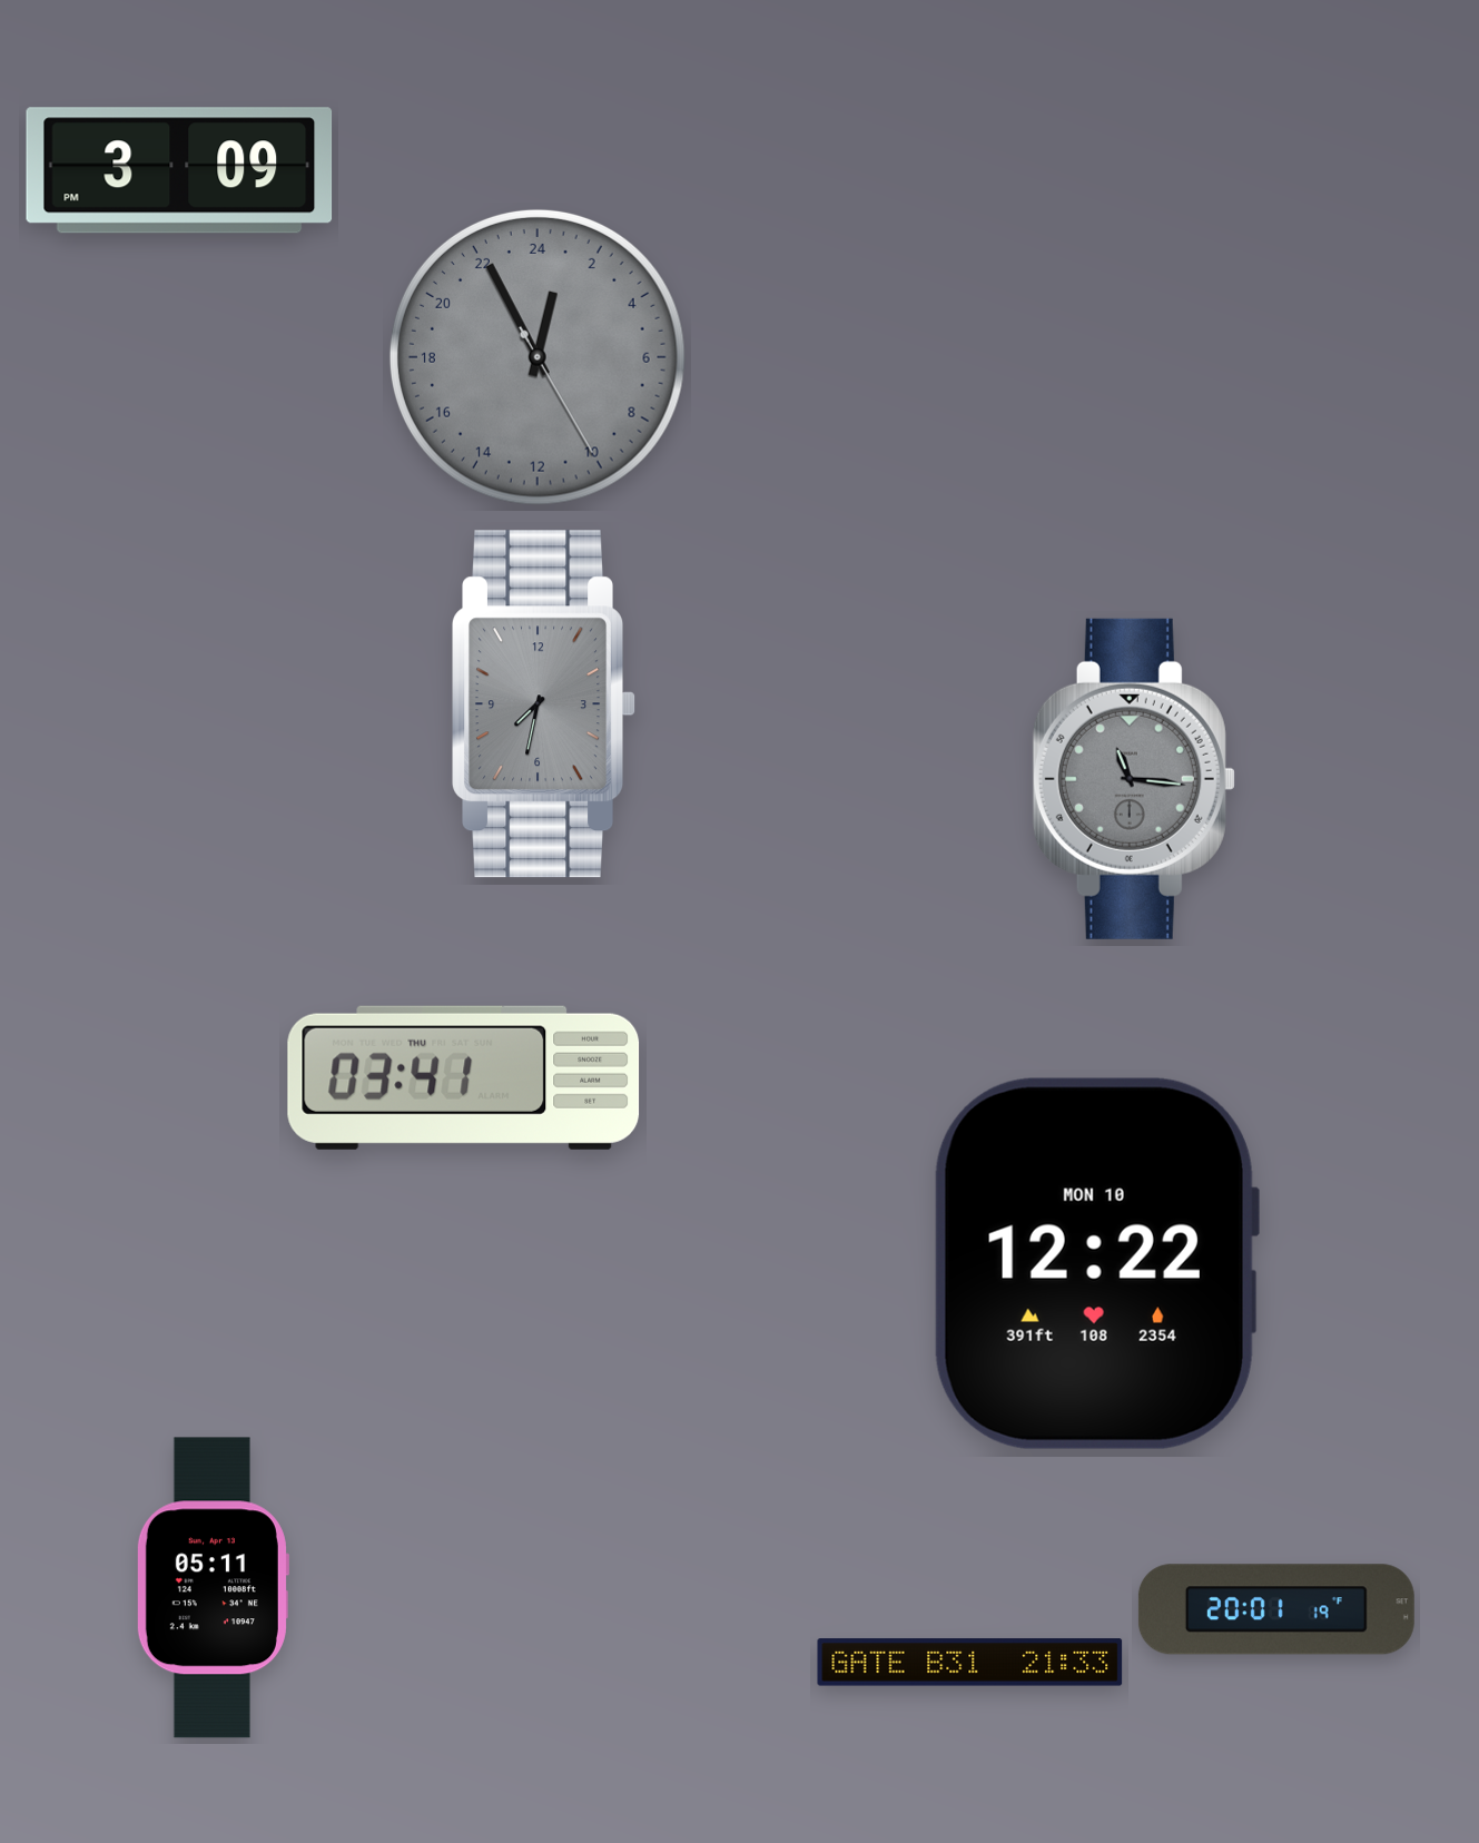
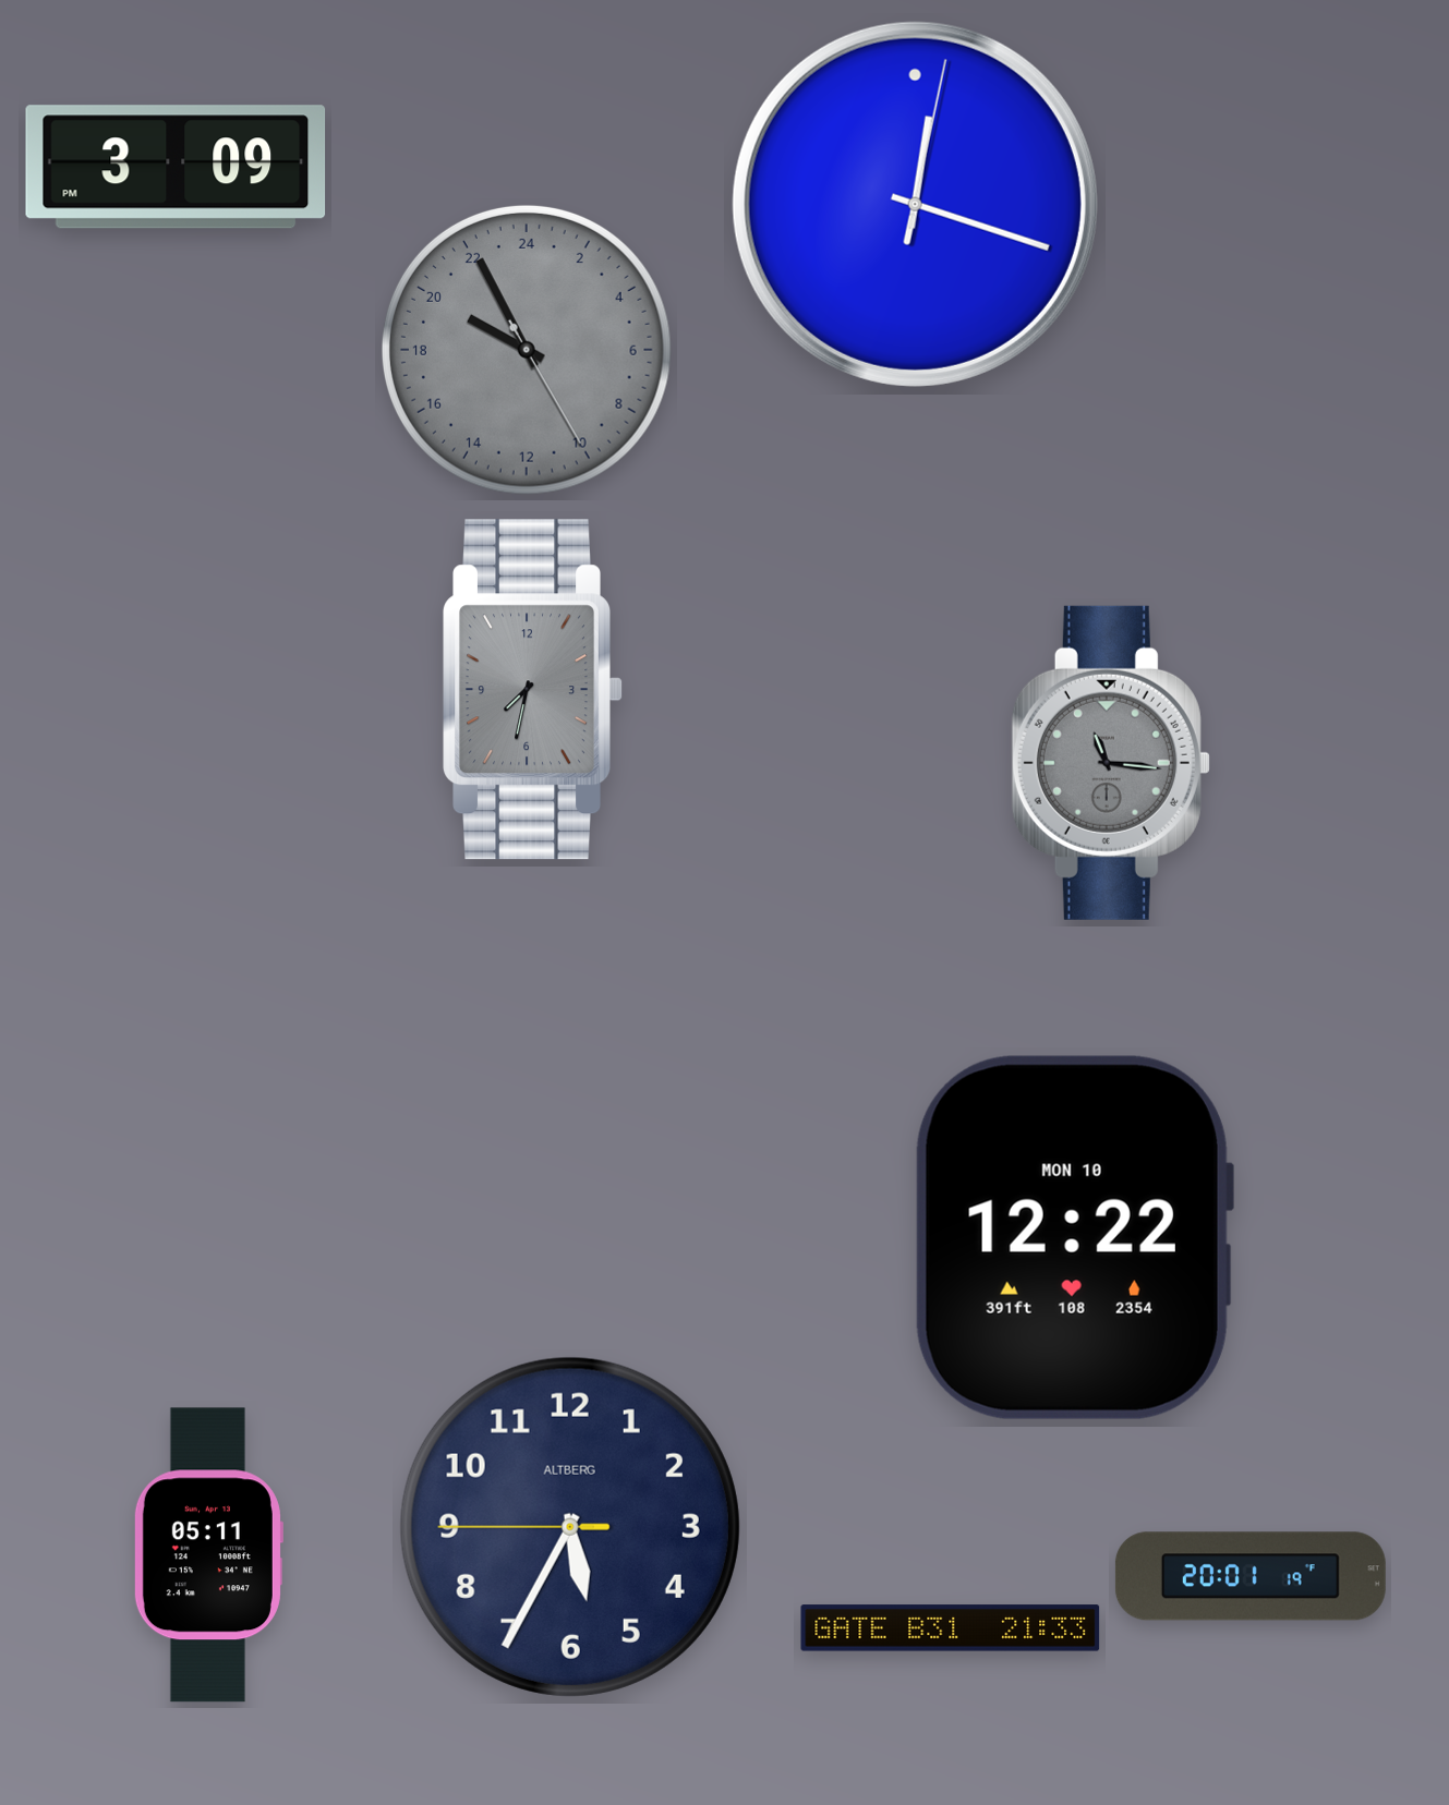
clock at (915, 204): none -> 12:18
clock at (538, 357): 0:55 -> 19:55
clock at (464, 1077): 03:41 -> none
clock at (570, 1527): none -> 5:34
